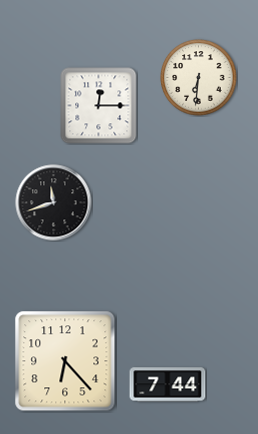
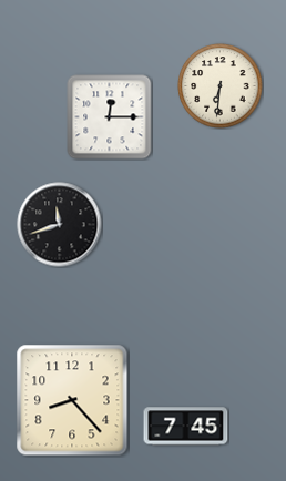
clock at (65, 361): 6:23 -> 8:23
clock at (168, 385): 7:44 -> 7:45
